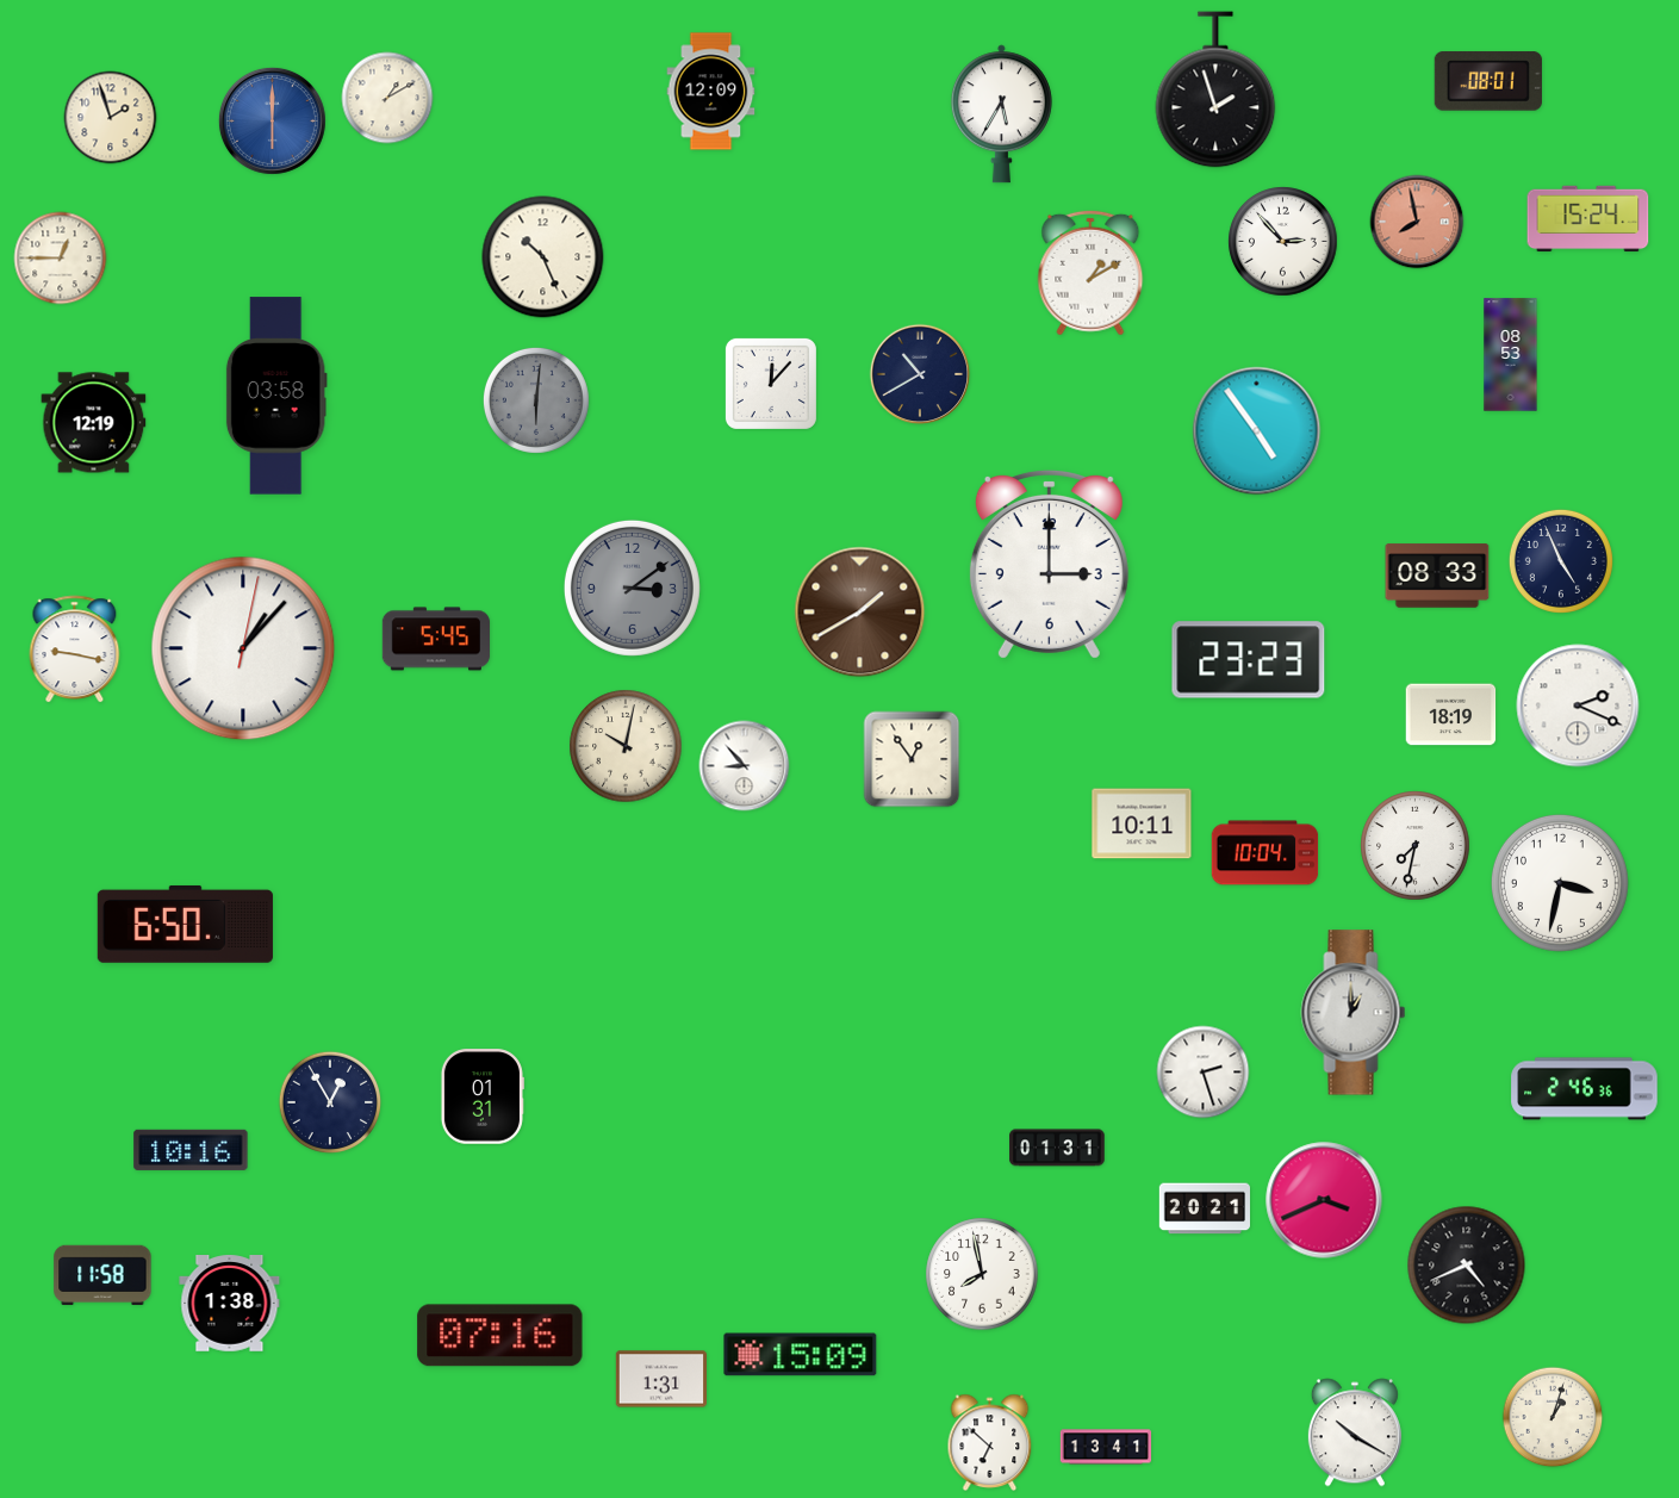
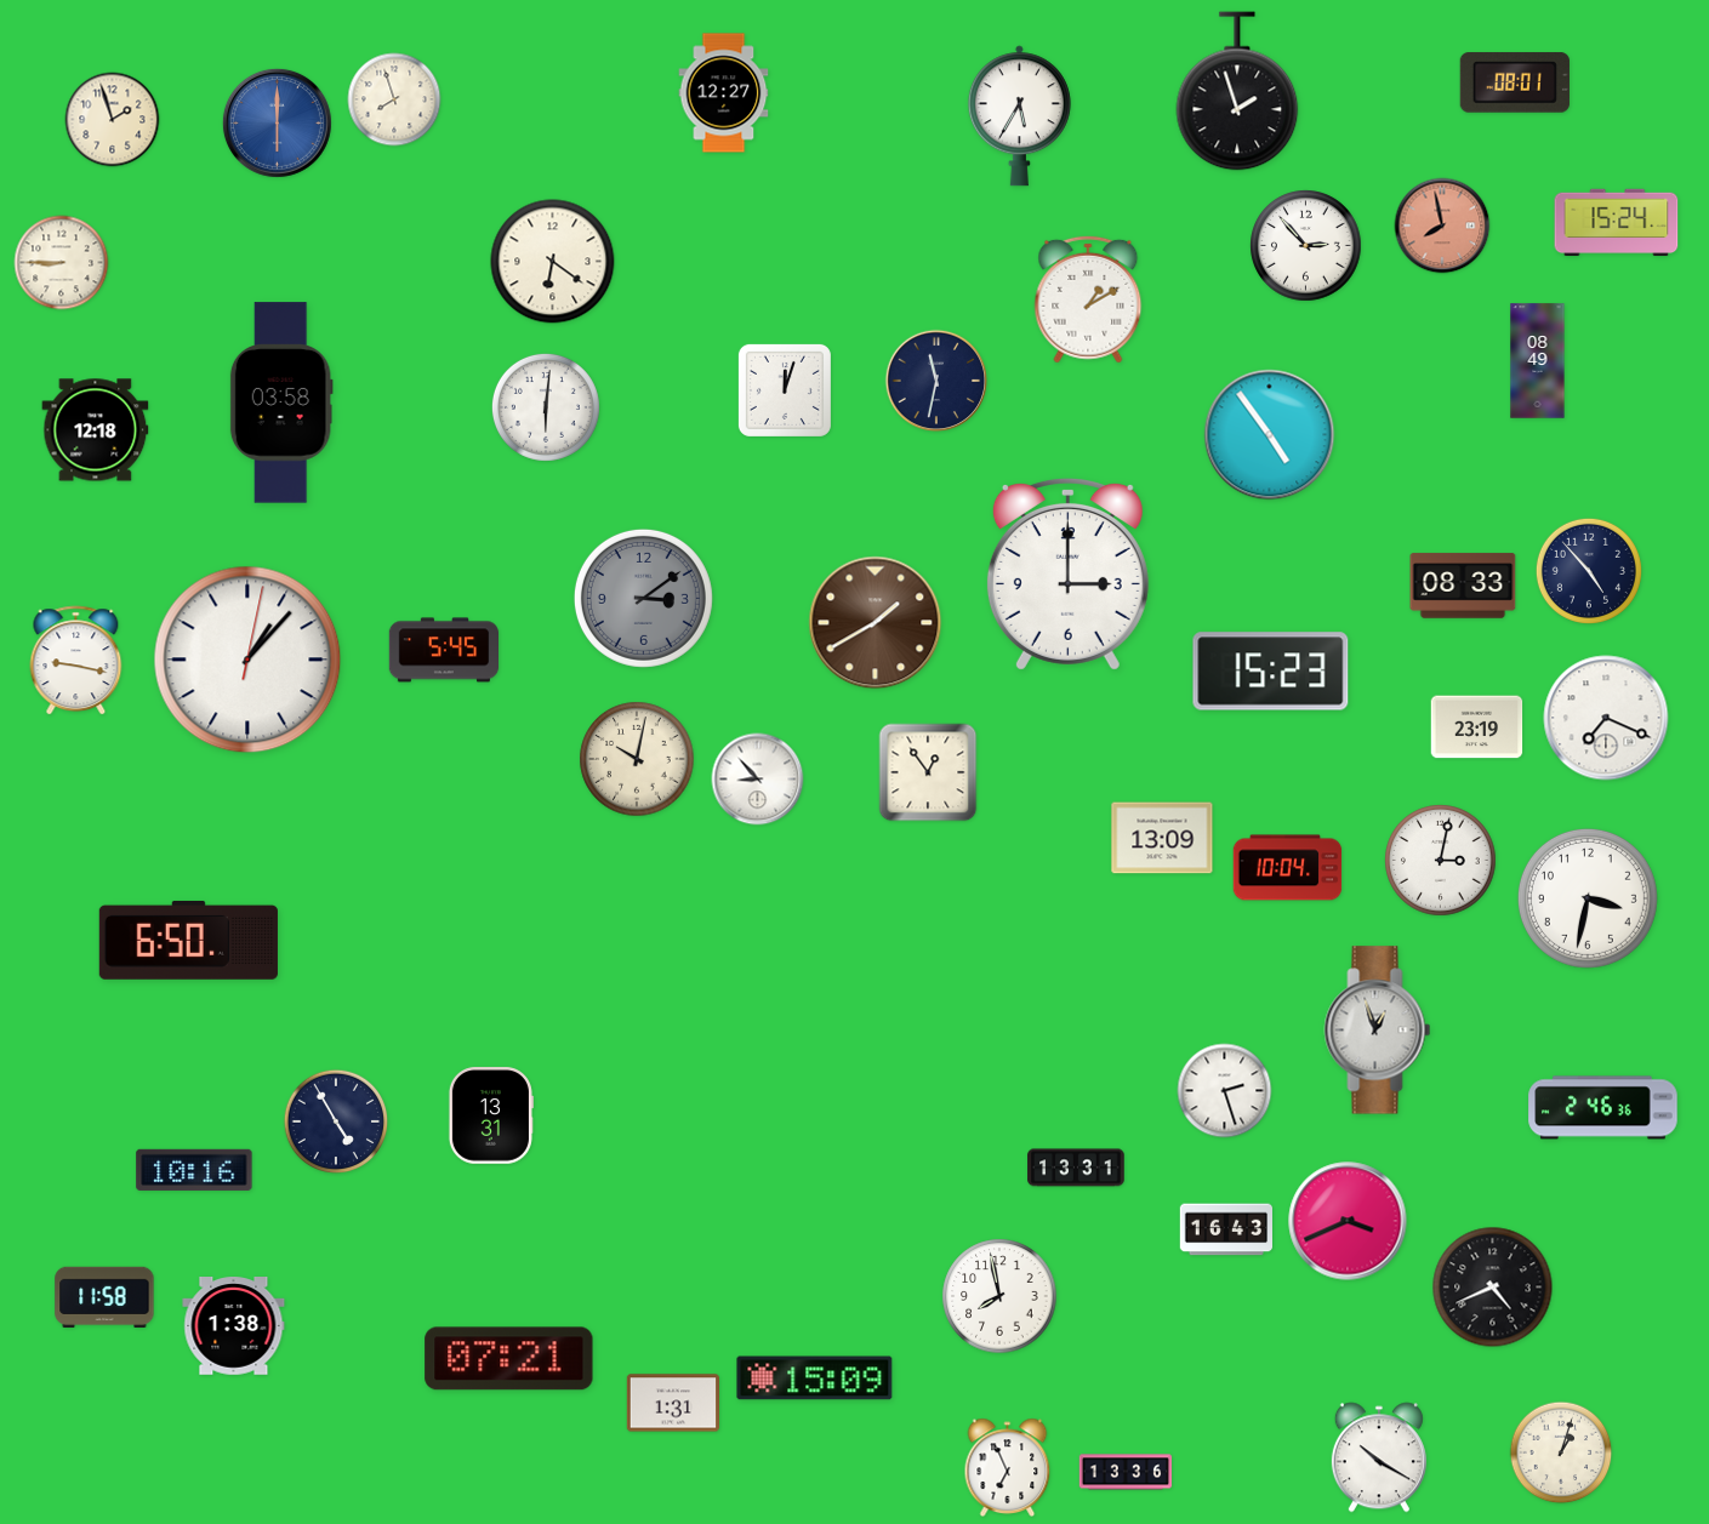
clock at (711, 92): 12:09 -> 12:27
clock at (387, 98): 1:10 -> 7:57
clock at (543, 257): 10:26 -> 6:21
clock at (61, 259): 12:45 -> 8:45
clock at (1090, 273) position: (1090, 273) -> (1088, 299)
clock at (1511, 355): 08:53 -> 08:49
clock at (920, 374): 10:40 -> 11:32
clock at (771, 384): 12:07 -> 12:03
clock at (536, 400) dial: grey -> white
clock at (94, 423): 12:19 -> 12:18
clock at (1257, 431) position: (1257, 431) -> (1270, 435)
clock at (1561, 561): 4:56 -> 4:53
clock at (1249, 660): 23:23 -> 15:23
clock at (1578, 706): 2:19 -> 7:19
clock at (1451, 715): 18:19 -> 23:19
clock at (1142, 823): 10:11 -> 13:09
clock at (1416, 846): 7:32 -> 3:02
clock at (1354, 1013): 1:00 -> 12:57
clock at (1585, 1089) position: (1585, 1089) -> (1603, 1108)
clock at (483, 1096): 01:31 -> 13:31
clock at (330, 1102): 12:55 -> 4:55
clock at (1057, 1148): 01:31 -> 13:31
clock at (1204, 1208): 20:21 -> 16:43
clock at (500, 1336): 07:16 -> 07:21
clock at (1553, 1417) position: (1553, 1417) -> (1561, 1452)
clock at (990, 1442): 6:52 -> 6:56
clock at (1106, 1447): 13:41 -> 13:36
